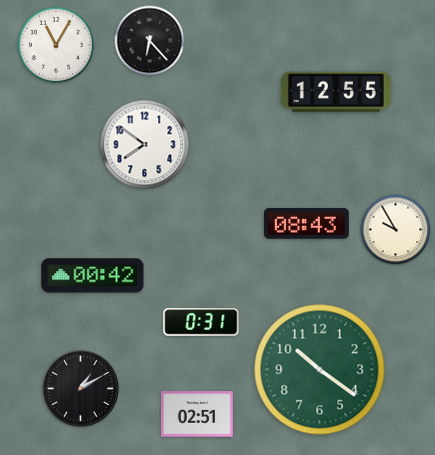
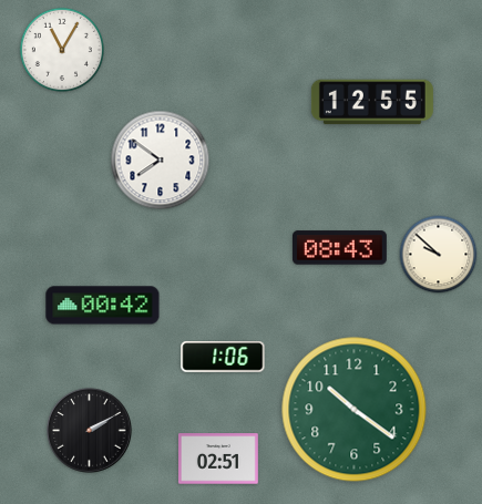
clock at (150, 41): 6:23 -> none
clock at (396, 230): 9:55 -> 9:52
clock at (201, 322): 0:31 -> 1:06
clock at (81, 389): 1:10 -> 2:10
